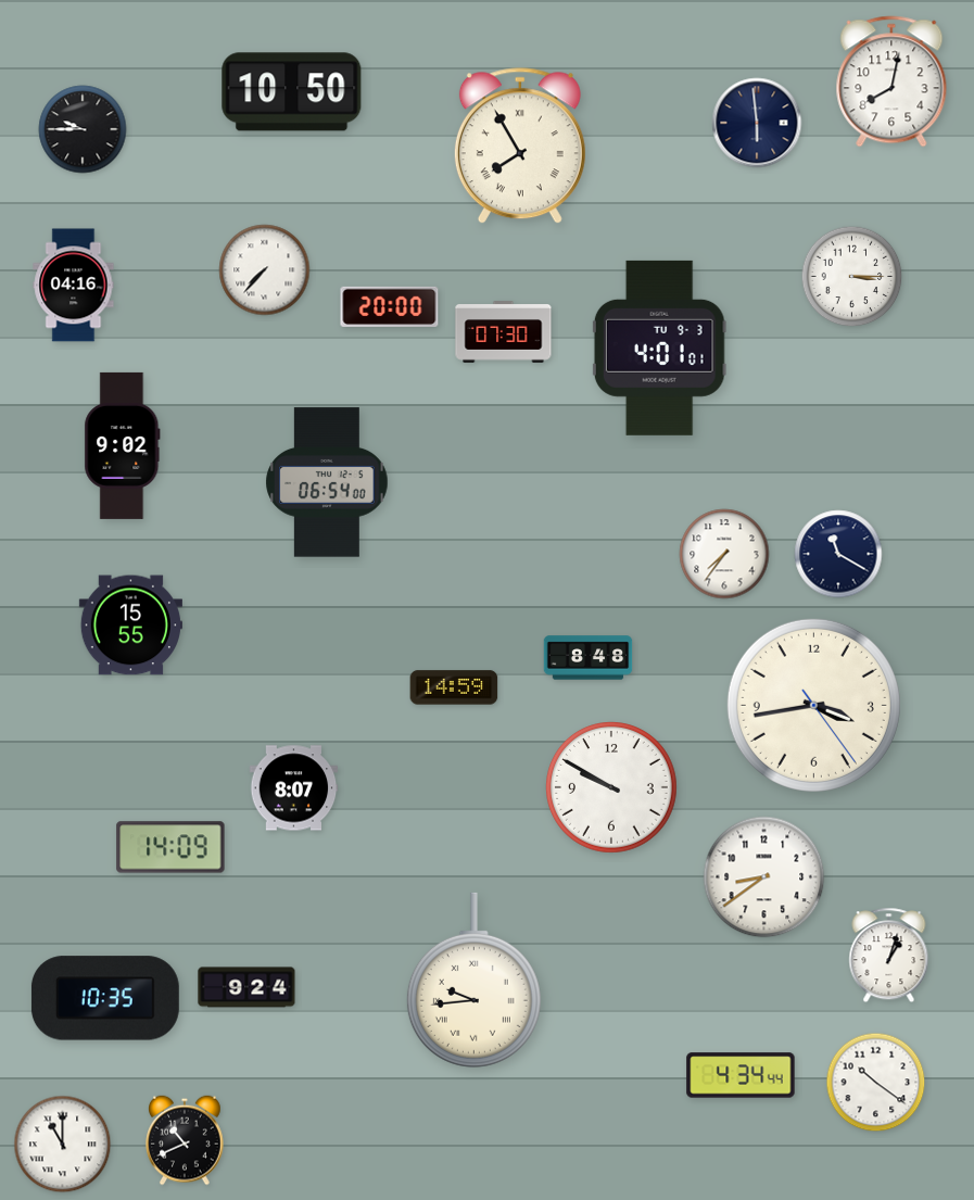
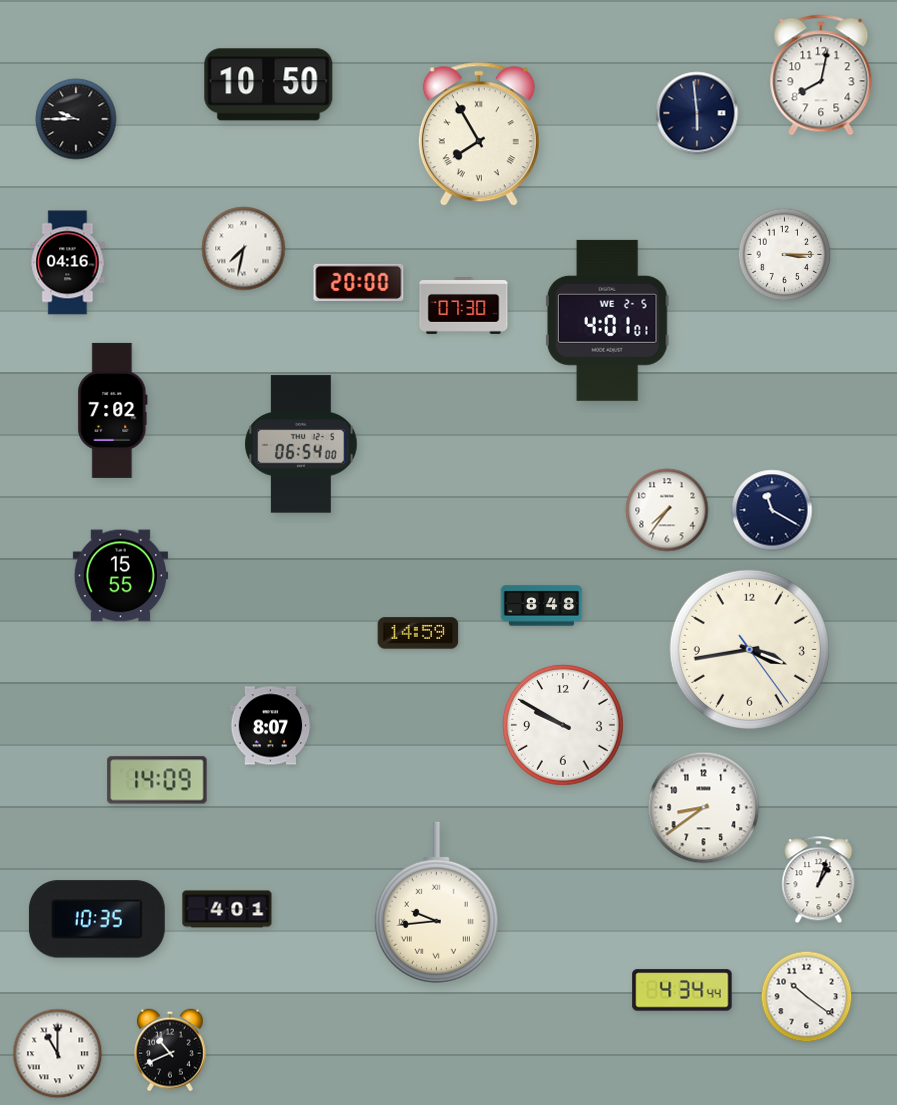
clock at (265, 270): 7:37 -> 7:32
clock at (659, 348) date: TU 9-3 -> WE 2-5
clock at (123, 445): 9:02 -> 7:02
clock at (246, 987): 9:24 -> 4:01
